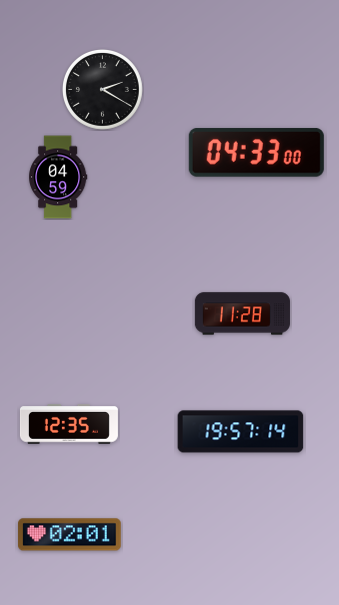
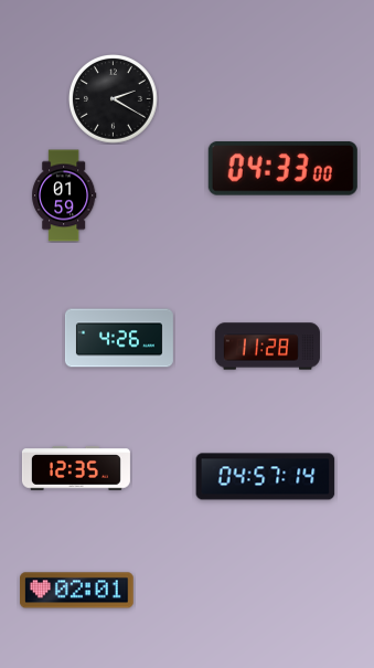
clock at (59, 177): 04:59 -> 01:59
clock at (119, 338): none -> 4:26
clock at (241, 432): 19:57 -> 04:57
